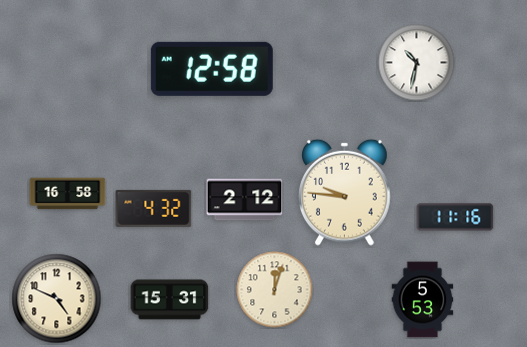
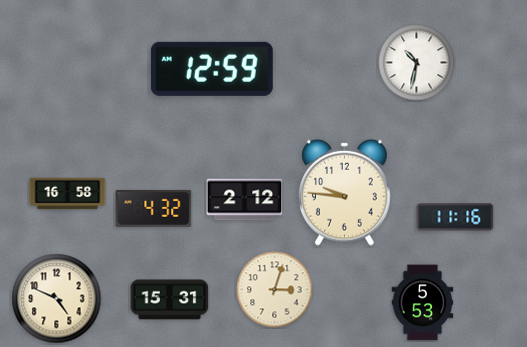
clock at (212, 69): 12:58 -> 12:59
clock at (275, 290): 12:03 -> 3:03
clock at (423, 300) position: (423, 300) -> (423, 303)
